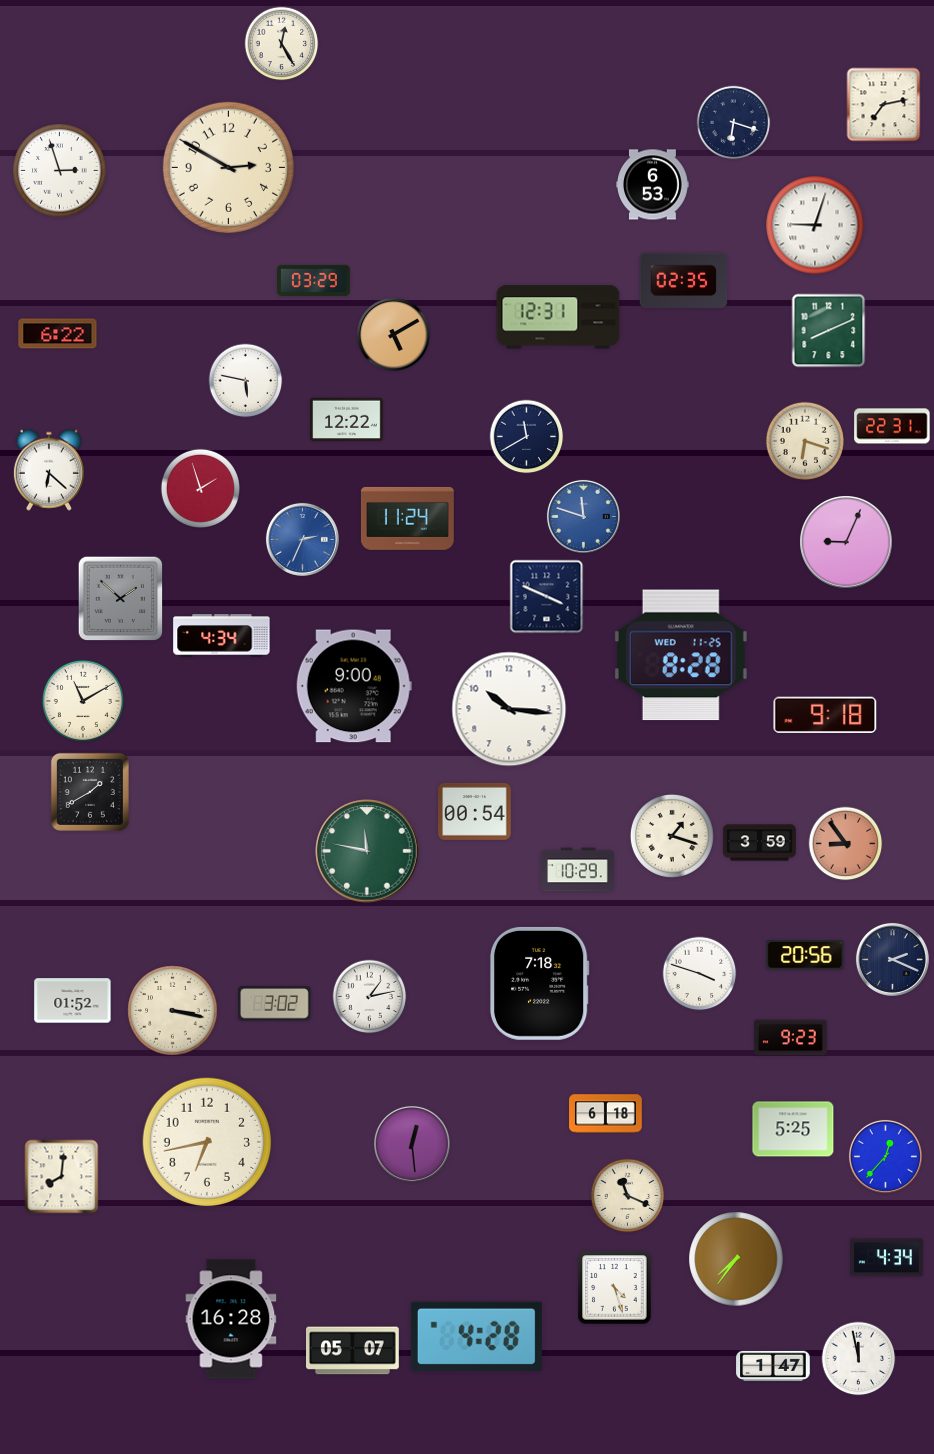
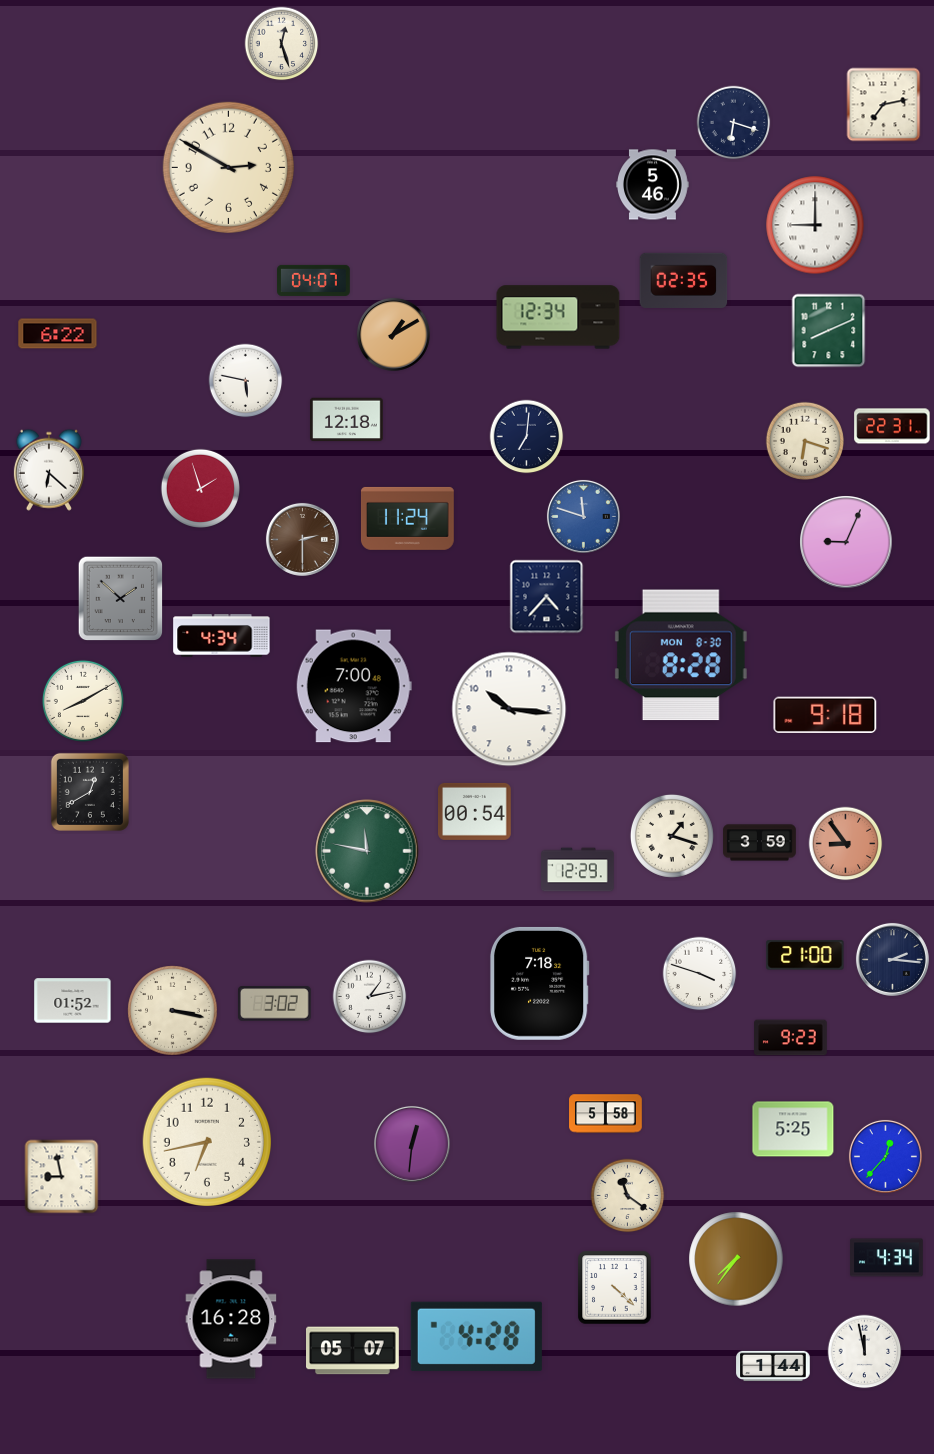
clock at (282, 44): 12:25 -> 12:27
clock at (60, 171): 2:57 -> none
clock at (653, 185): 6:53 -> 5:46
clock at (815, 225): 9:03 -> 9:00
clock at (314, 280): 03:29 -> 04:07
clock at (558, 317): 12:31 -> 12:34
clock at (393, 334): 5:10 -> 1:10
clock at (347, 420): 12:22 -> 12:18
clock at (527, 437): 11:40 -> 7:01
clock at (302, 539): 2:34 -> 2:30
clock at (302, 539) dial: blue -> brown
clock at (547, 597): 3:49 -> 4:37
clock at (681, 655) date: WED 11-25 -> MON 8-30
clock at (354, 686): 9:00 -> 7:00
clock at (83, 701): 11:10 -> 8:10
clock at (90, 792): 1:40 -> 12:40
clock at (578, 870): 10:29 -> 12:29
clock at (805, 955): 20:56 -> 21:00
clock at (892, 959): 2:19 -> 2:16
clock at (606, 1114): 6:18 -> 5:58
clock at (412, 1144): 12:29 -> 12:31
clock at (62, 1177): 8:01 -> 8:58
clock at (628, 1196): 11:19 -> 11:21
clock at (615, 1288): 4:27 -> 4:22
clock at (859, 1359) position: (859, 1359) -> (865, 1352)
clock at (773, 1366): 1:47 -> 1:44
